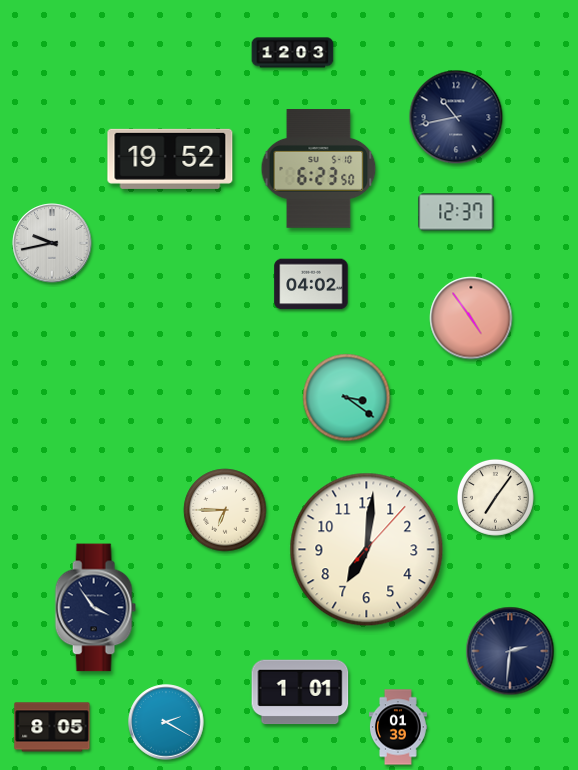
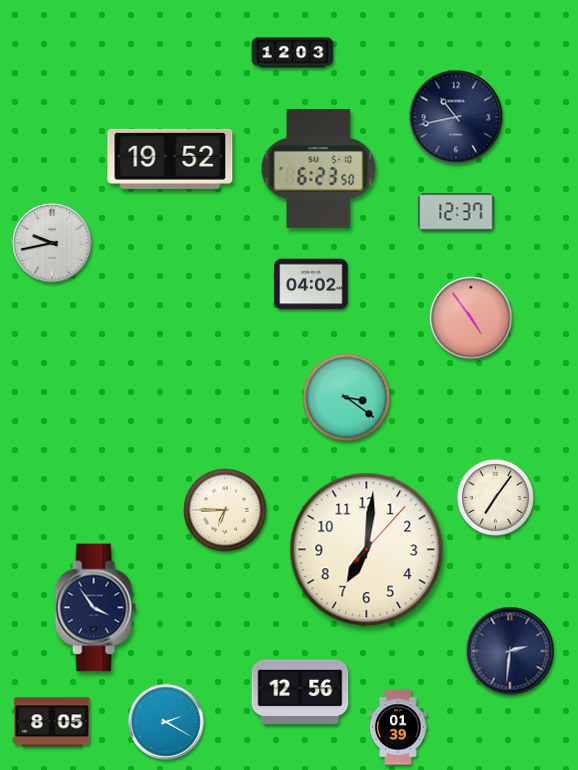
clock at (300, 692): 1:01 -> 12:56
clock at (52, 727) position: (52, 727) -> (52, 722)
